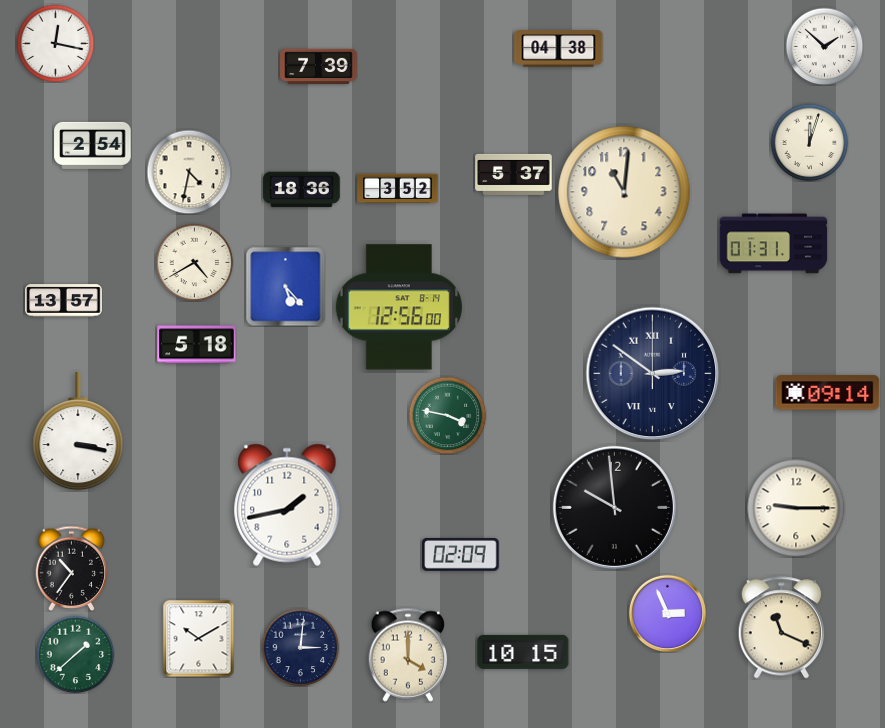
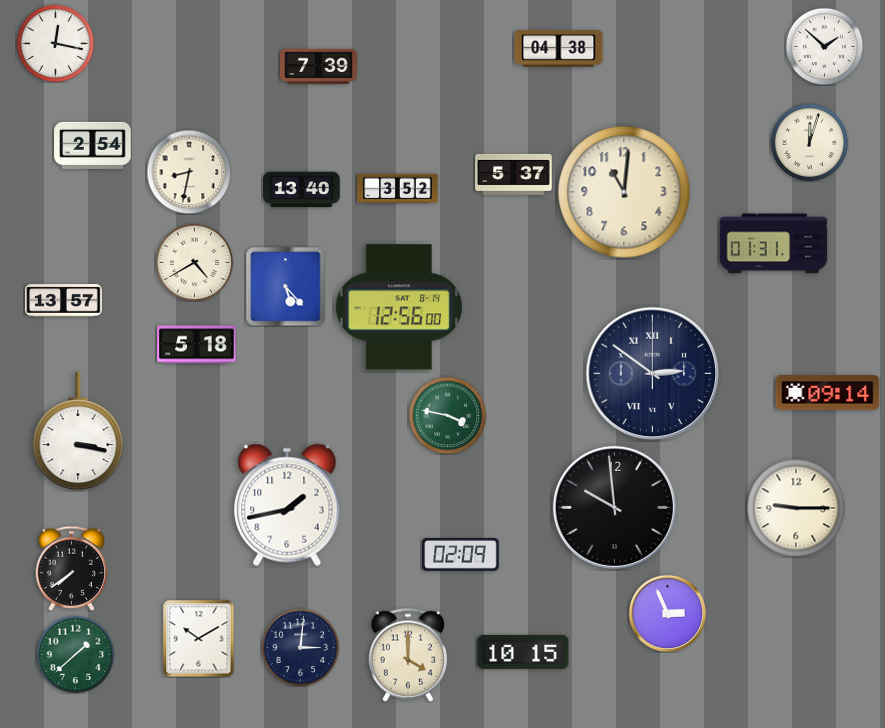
clock at (189, 172): 4:32 -> 8:32
clock at (302, 190): 18:36 -> 13:40
clock at (72, 568): 10:36 -> 7:39
clock at (781, 628): 11:19 -> none
